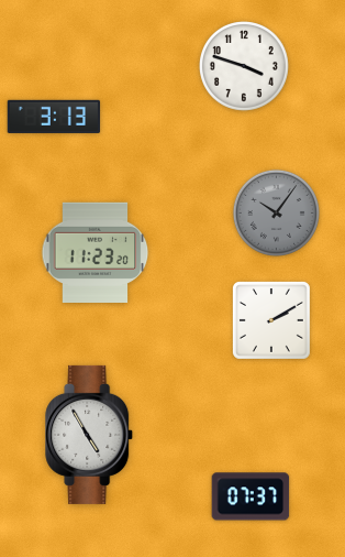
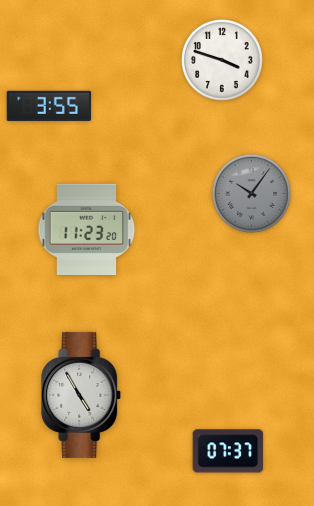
clock at (54, 117): 3:13 -> 3:55
clock at (271, 320): 2:10 -> none
